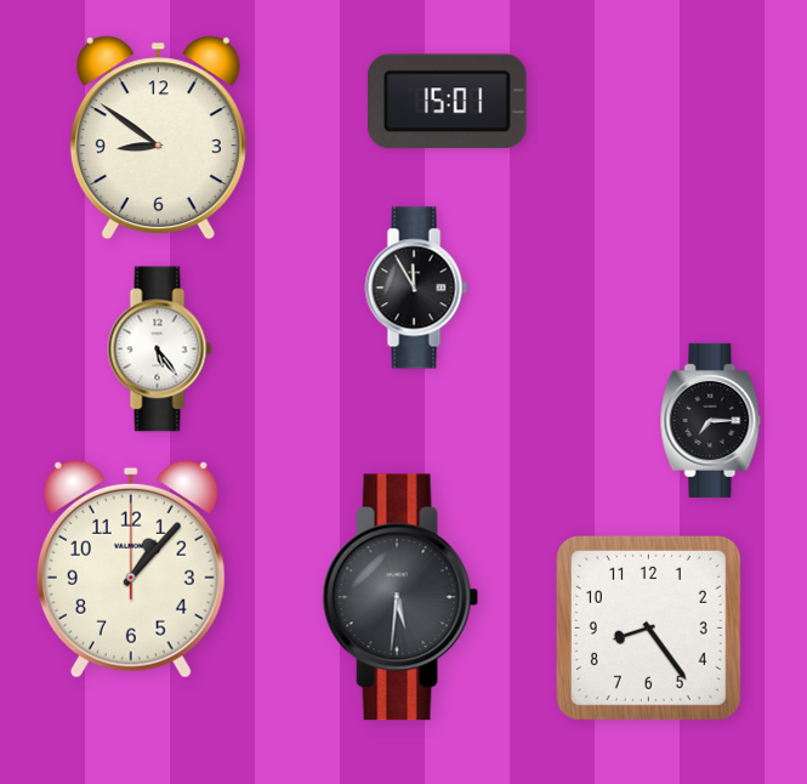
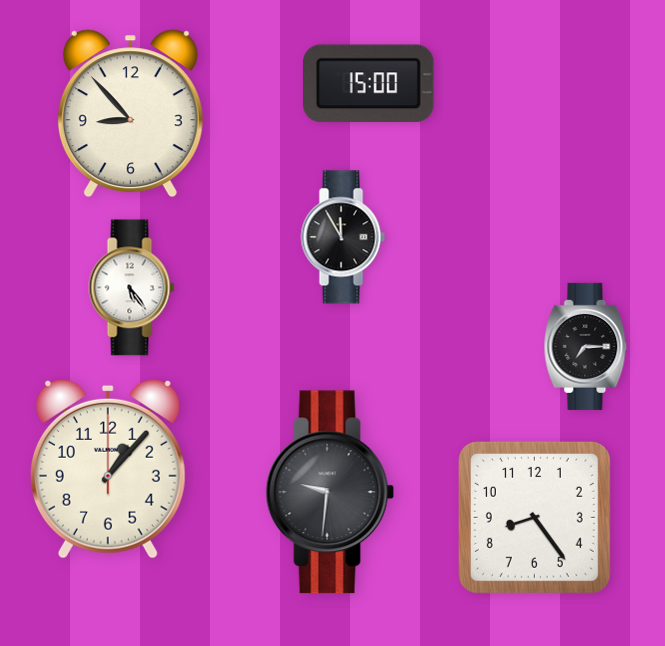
clock at (448, 102): 15:01 -> 15:00
clock at (158, 138): 8:51 -> 8:53
clock at (400, 597): 5:31 -> 9:31
